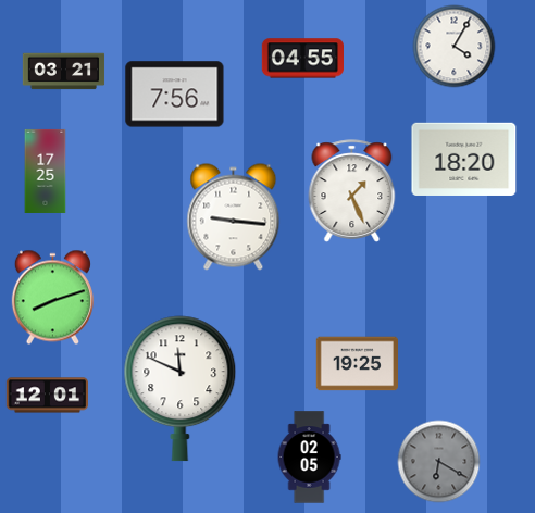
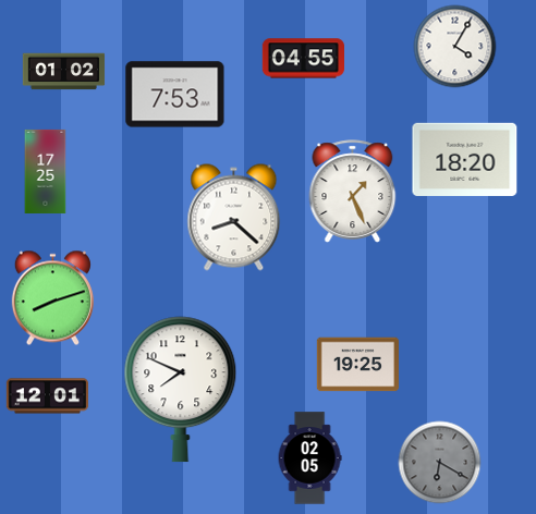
clock at (64, 72): 03:21 -> 01:02
clock at (175, 95): 7:56 -> 7:53
clock at (234, 217): 9:16 -> 8:22
clock at (181, 389): 11:49 -> 7:49
